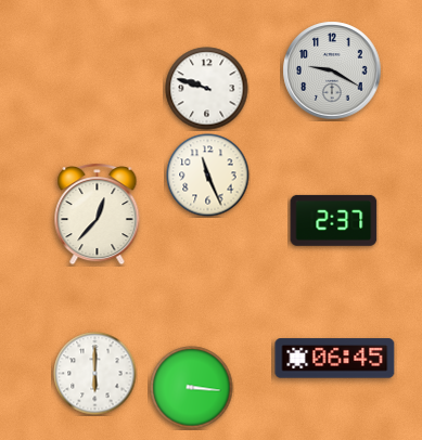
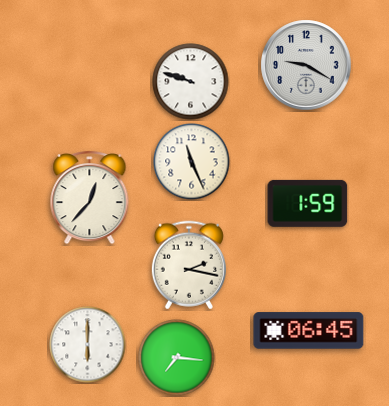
clock at (334, 220): 2:37 -> 1:59
clock at (189, 265): none -> 2:17
clock at (192, 388): 3:16 -> 7:16
